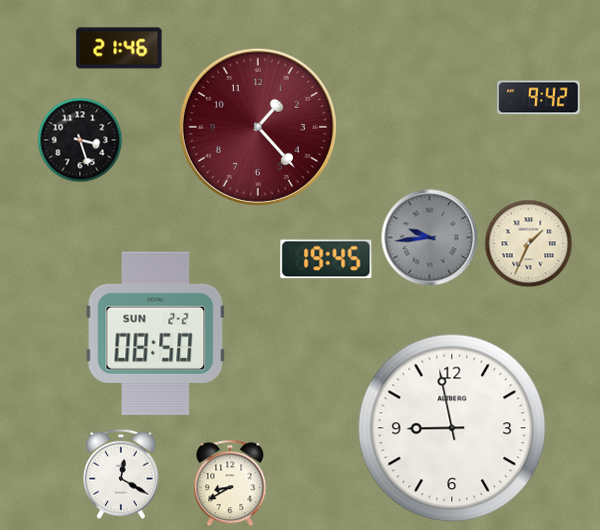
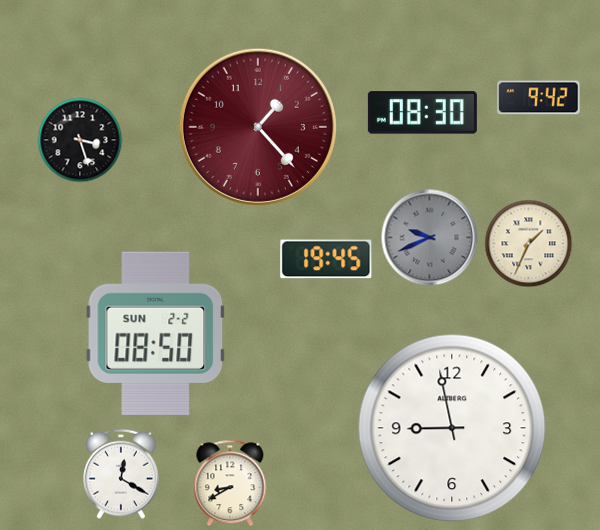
clock at (119, 48): 21:46 -> none
clock at (422, 113): none -> 08:30
clock at (430, 238): 9:44 -> 9:41
